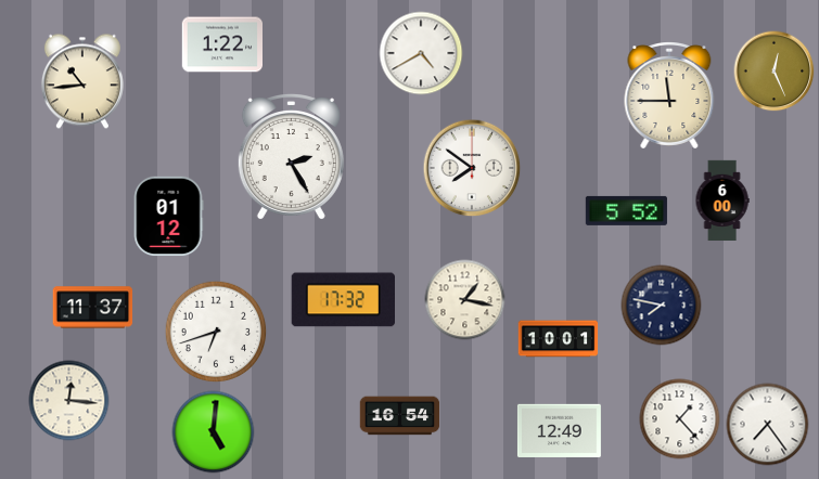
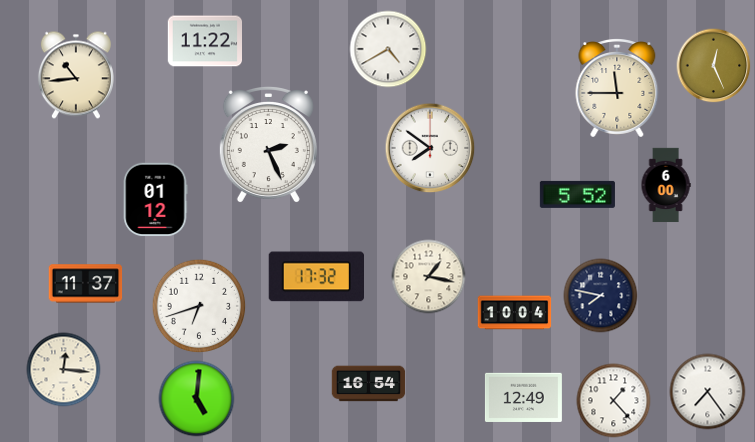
clock at (221, 44): 1:22 -> 11:22
clock at (291, 157): 2:25 -> 2:26
clock at (472, 168) position: (472, 168) -> (430, 148)
clock at (662, 306) position: (662, 306) -> (601, 296)
clock at (559, 339): 10:01 -> 10:04
clock at (680, 419) position: (680, 419) -> (614, 401)
clock at (559, 430) position: (559, 430) -> (523, 397)
